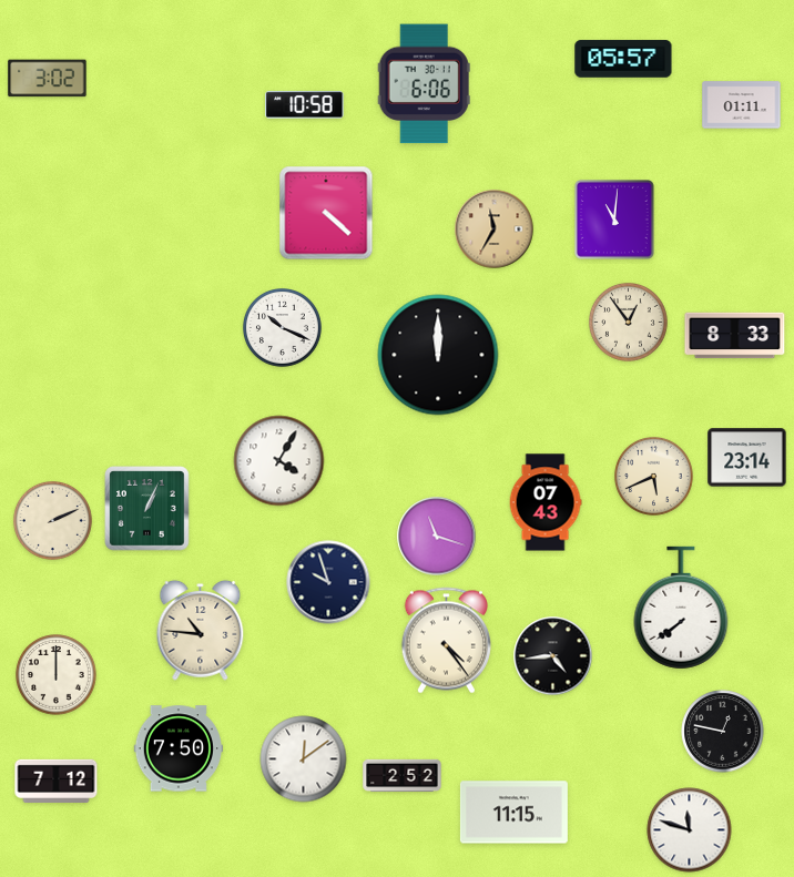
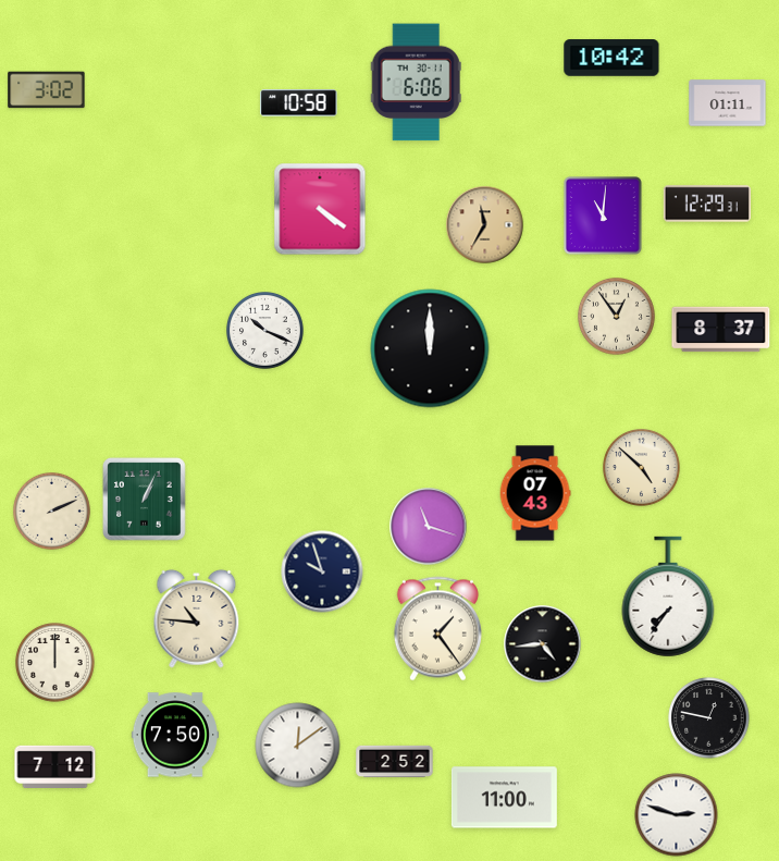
clock at (623, 59): 05:57 -> 10:42
clock at (48, 79) position: (48, 79) -> (47, 90)
clock at (706, 204): none -> 12:29
clock at (326, 213): 4:22 -> 4:21
clock at (283, 328) position: (283, 328) -> (265, 331)
clock at (735, 336): 8:33 -> 8:37
clock at (747, 458): 23:14 -> none
clock at (279, 461): 4:05 -> none
clock at (654, 477): 5:41 -> 4:52
clock at (681, 608): 7:39 -> 7:36
clock at (446, 641): 4:24 -> 1:24
clock at (513, 813): 11:15 -> 11:00
clock at (690, 830): 11:48 -> 2:48
